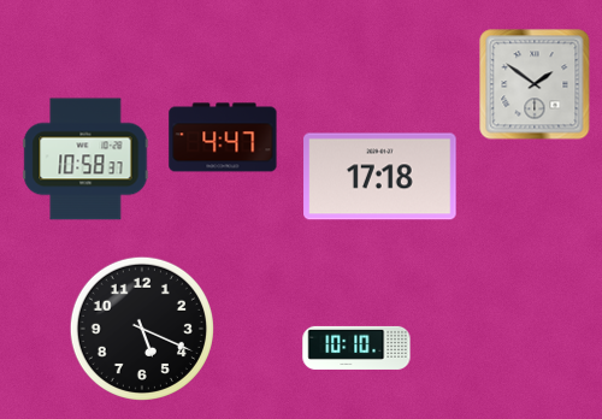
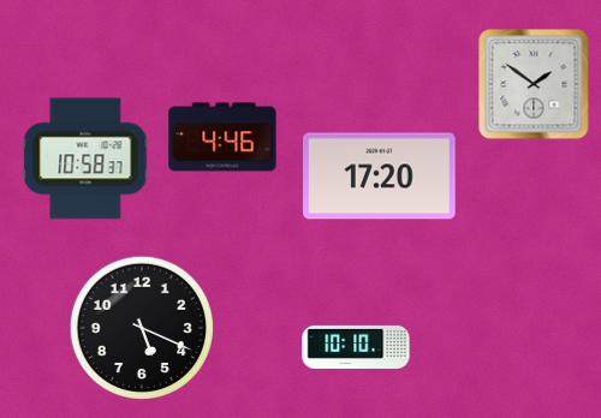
clock at (223, 137): 4:47 -> 4:46
clock at (380, 177): 17:18 -> 17:20
